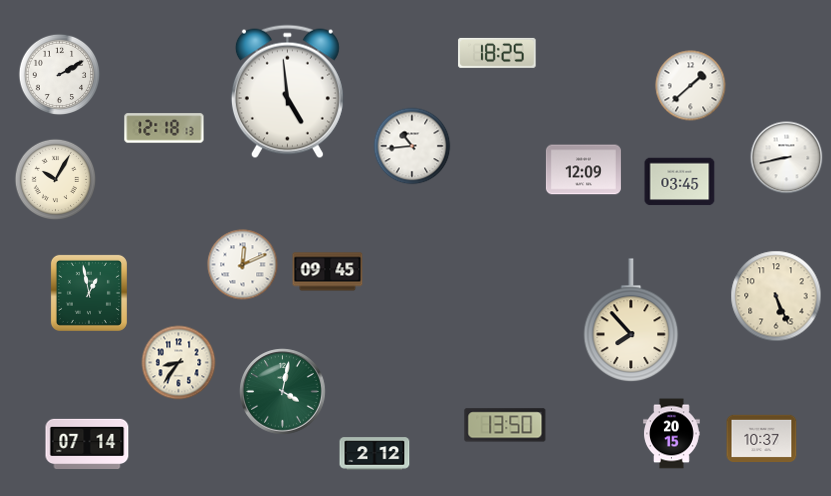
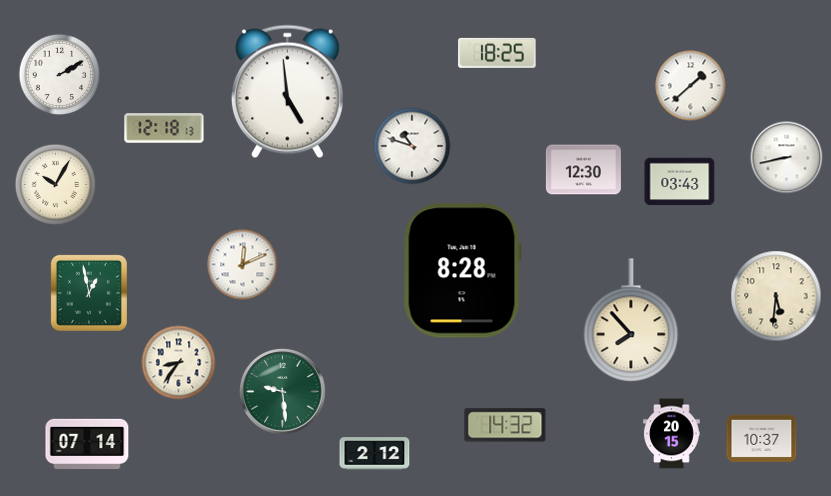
clock at (412, 146): 10:44 -> 10:48
clock at (583, 170): 12:09 -> 12:30
clock at (56, 180) position: (56, 180) -> (56, 185)
clock at (680, 182): 03:45 -> 03:43
clock at (462, 271): none -> 8:28
clock at (328, 272): 09:45 -> none
clock at (776, 296): 5:26 -> 5:31
clock at (283, 392): 4:02 -> 9:29
clock at (505, 425): 13:50 -> 14:32
